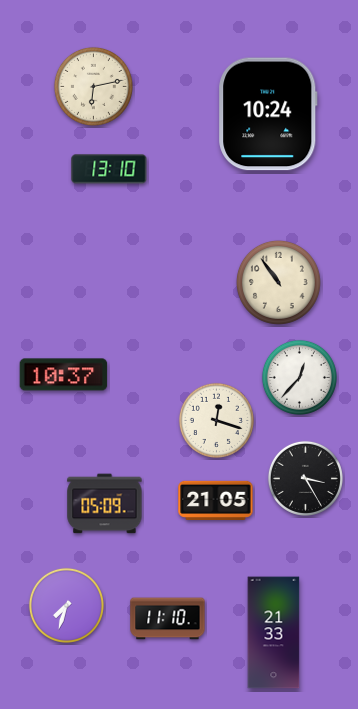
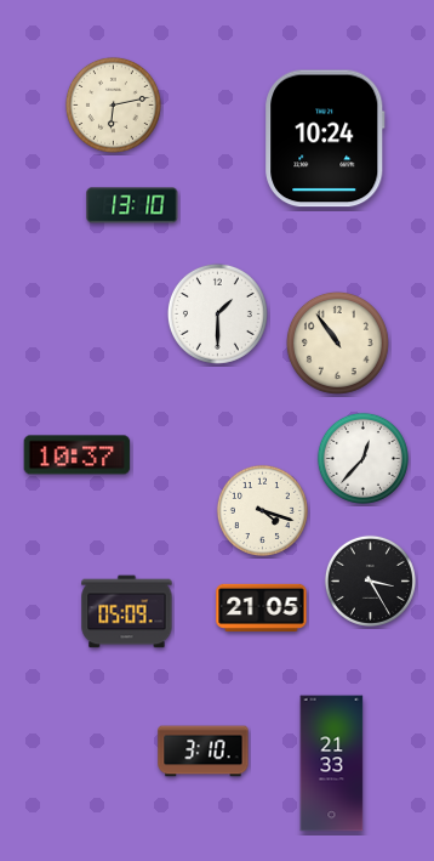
clock at (217, 313): none -> 1:30
clock at (216, 420): 12:18 -> 4:18
clock at (66, 605): 7:33 -> none
clock at (168, 619): 11:10 -> 3:10
clock at (274, 633) position: (274, 633) -> (332, 764)
